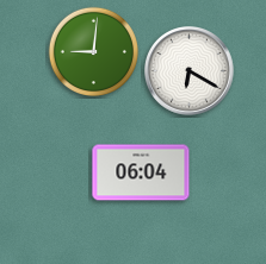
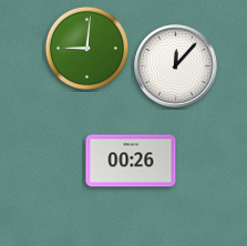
clock at (190, 71): 6:20 -> 12:07
clock at (141, 172): 06:04 -> 00:26
